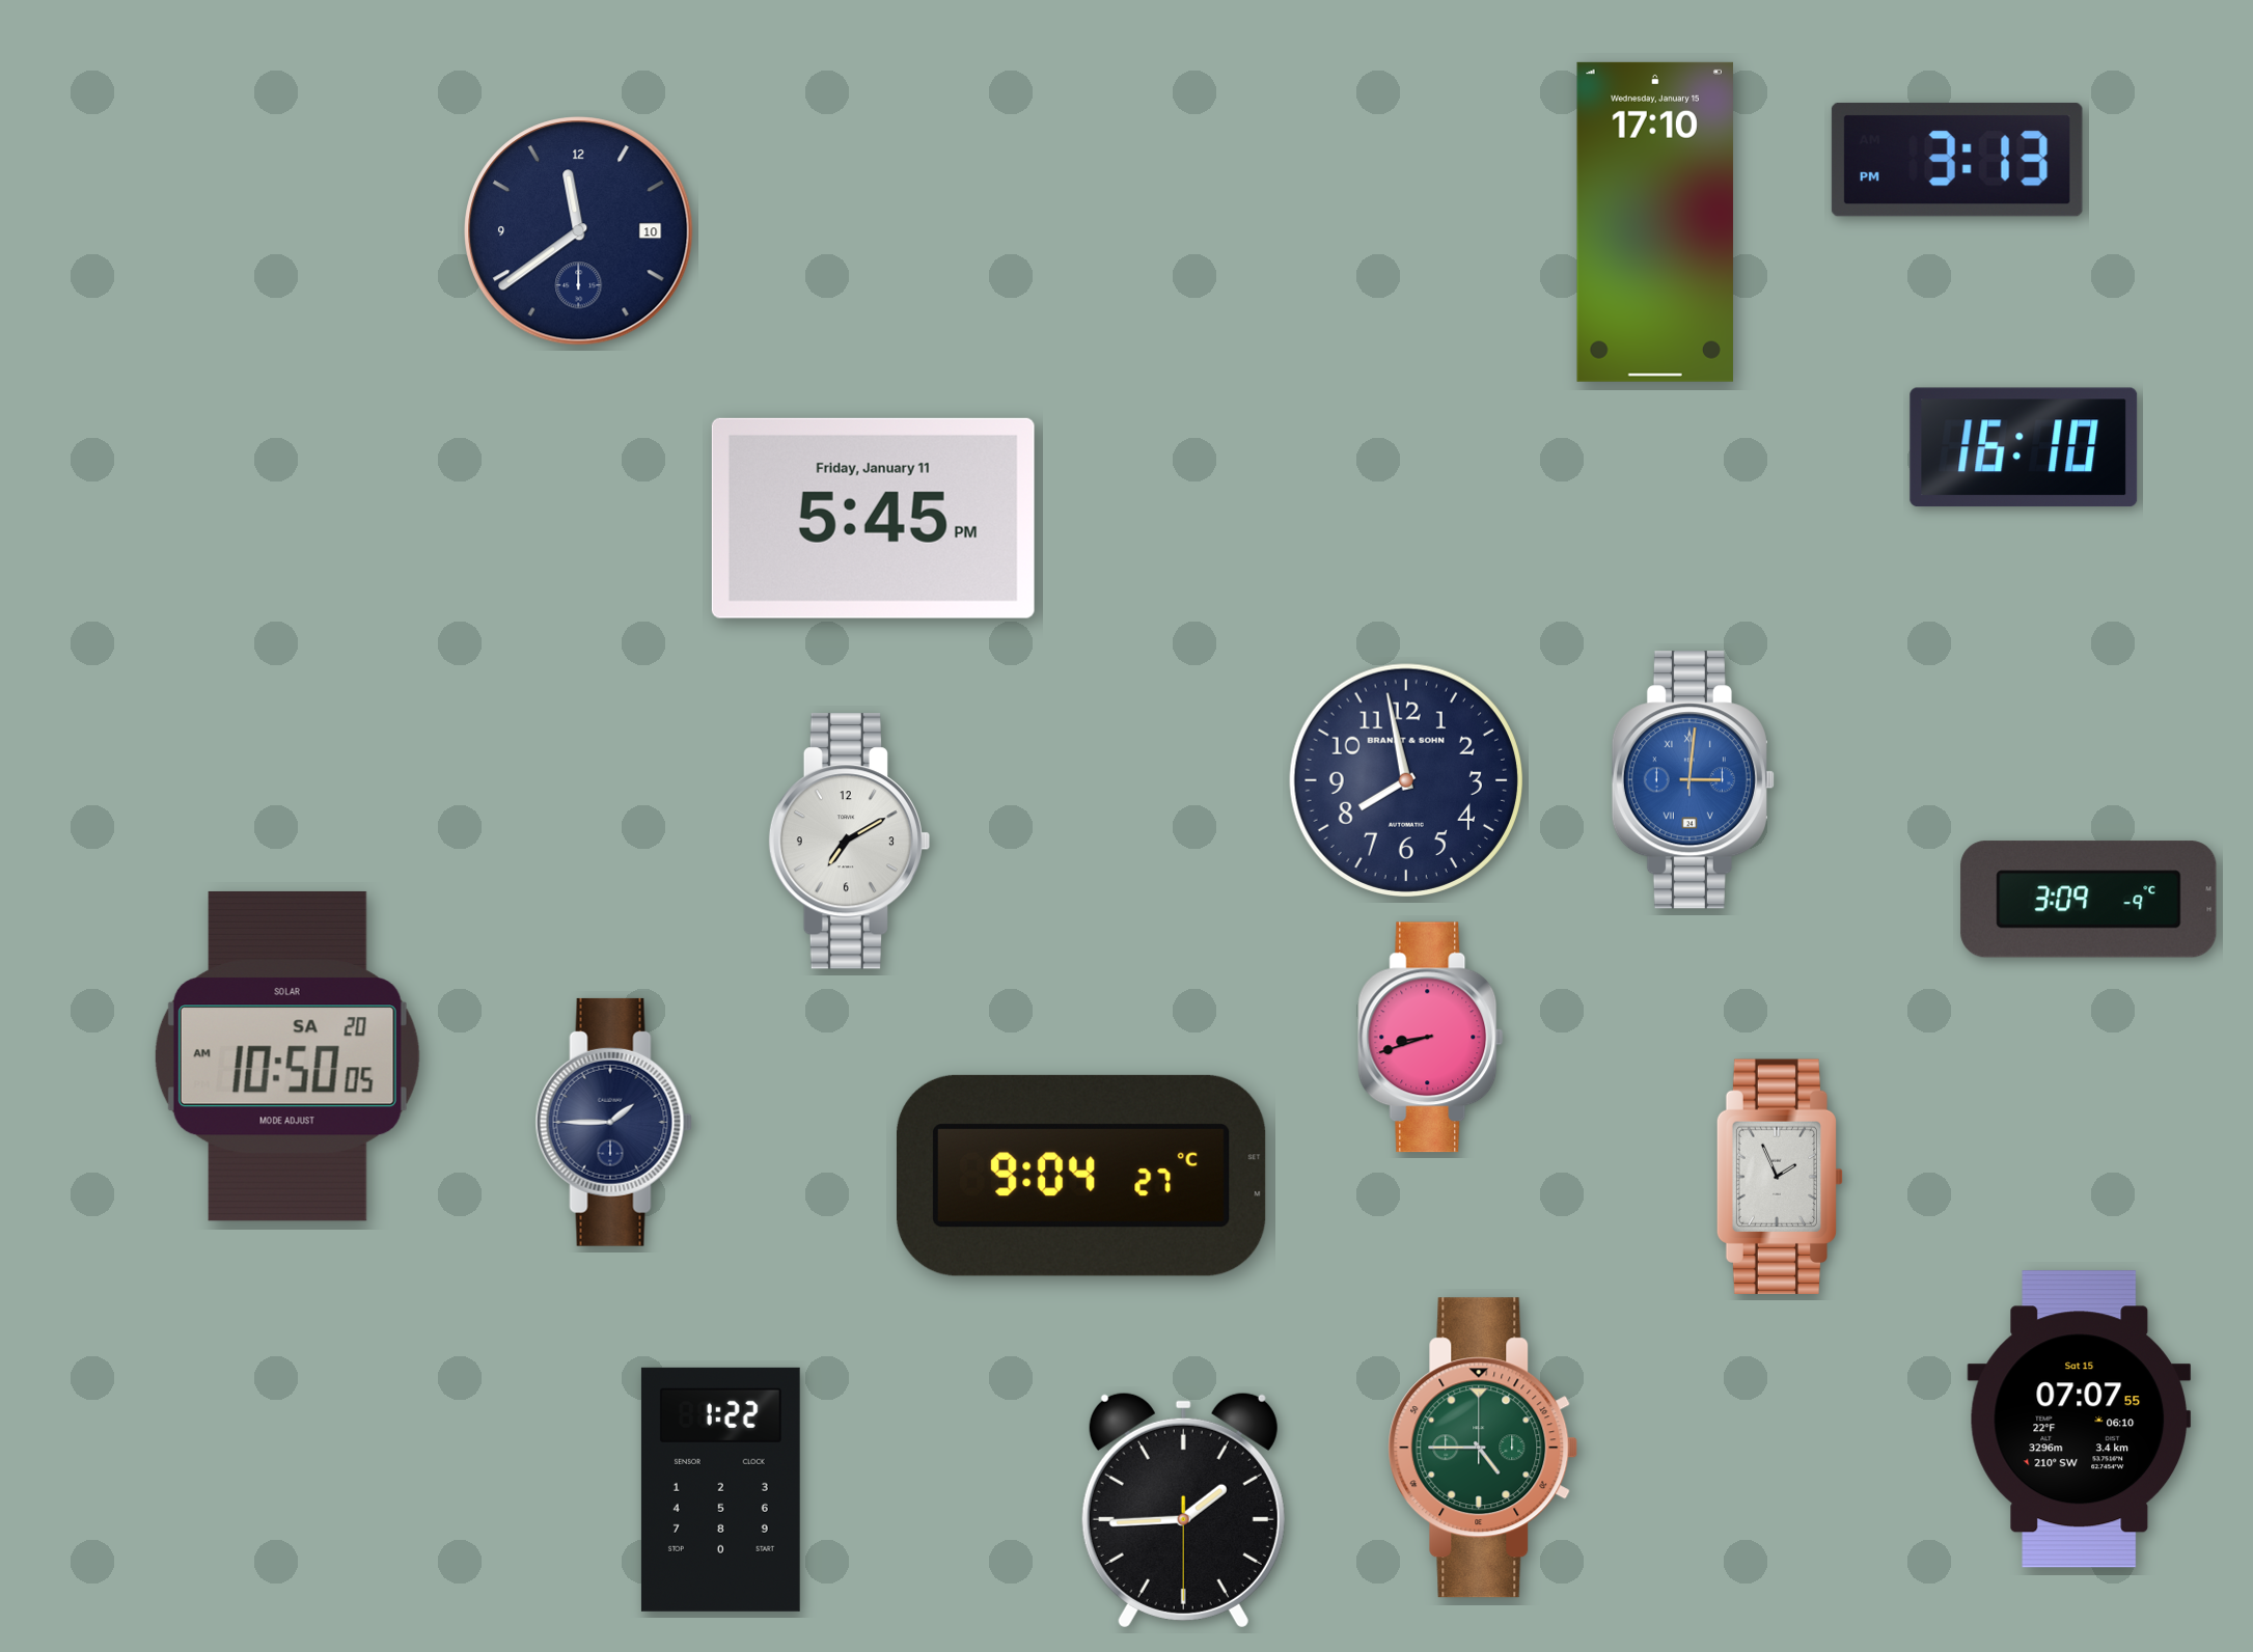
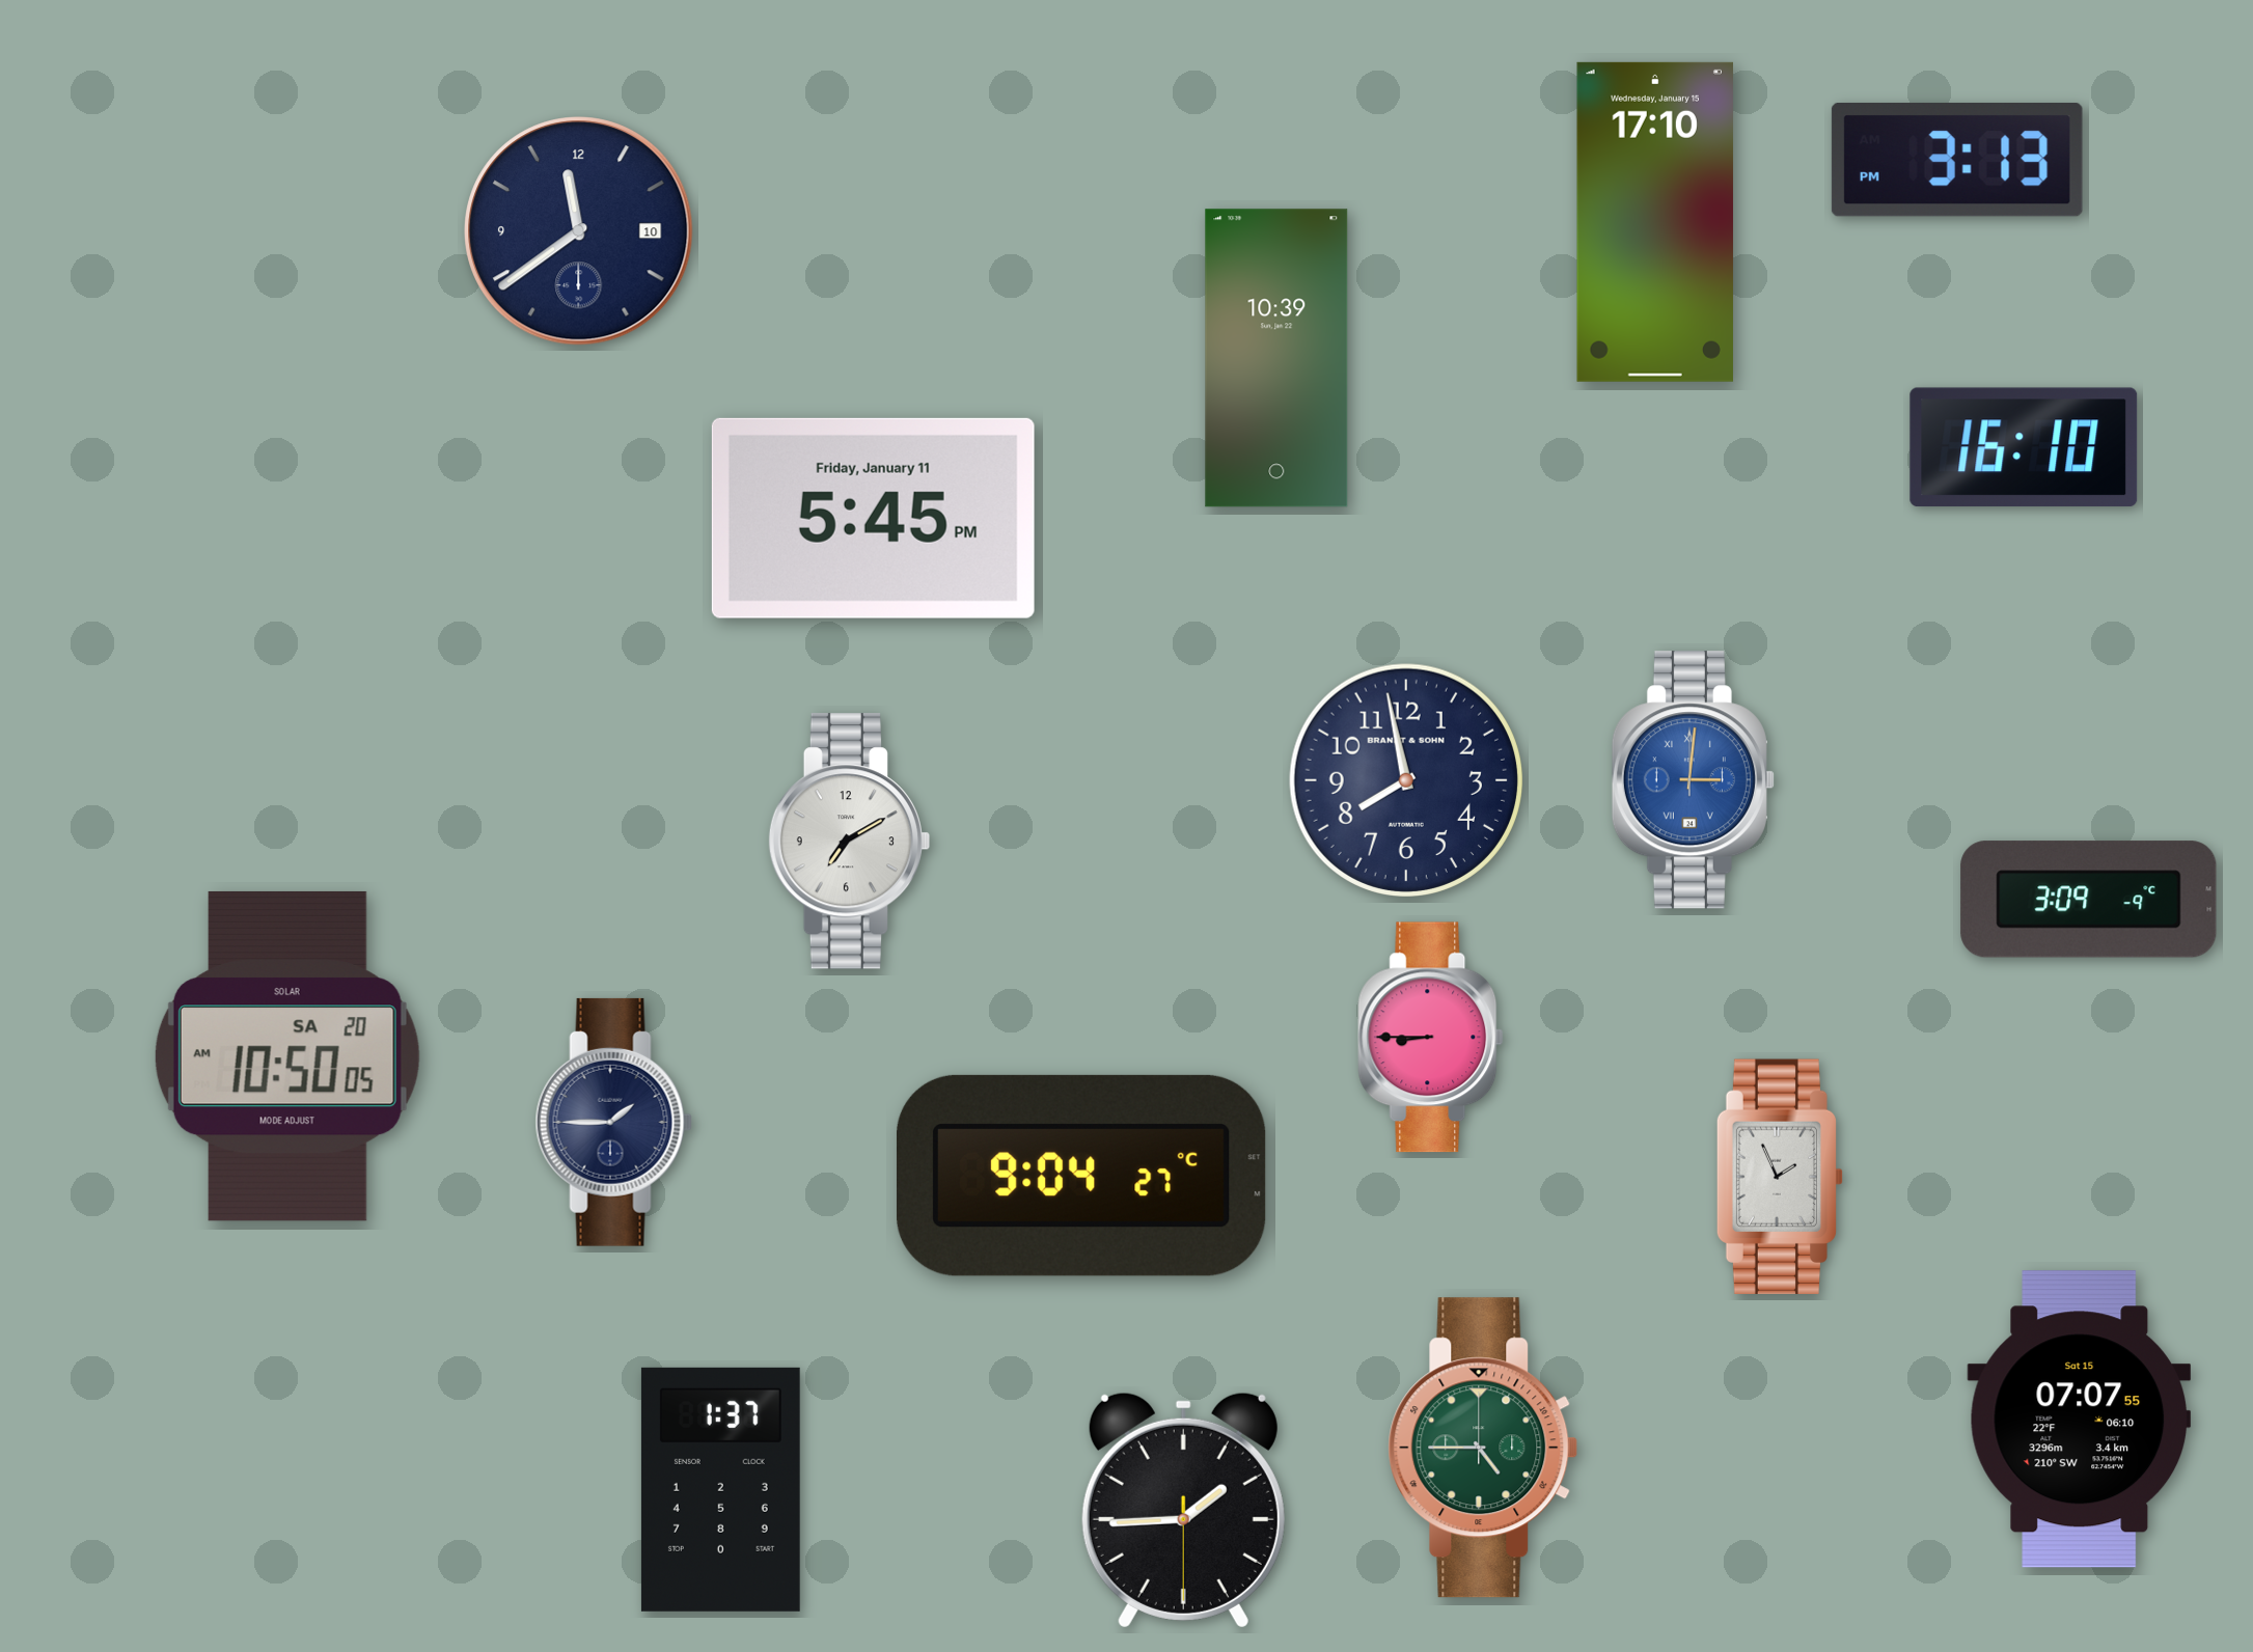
clock at (1276, 358): none -> 10:39
clock at (1431, 1038): 8:42 -> 8:45
clock at (720, 1489): 1:22 -> 1:37
